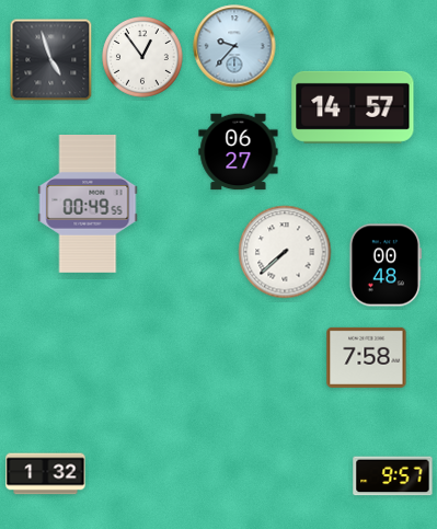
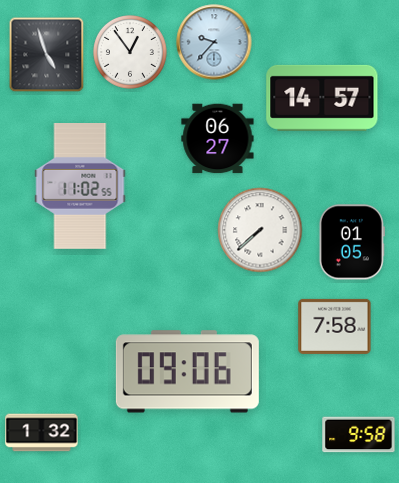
clock at (88, 205): 00:49 -> 11:02
clock at (386, 265): 00:48 -> 01:05
clock at (187, 372): none -> 09:06
clock at (393, 476): 9:57 -> 9:58
